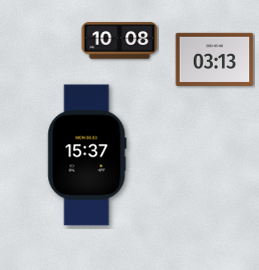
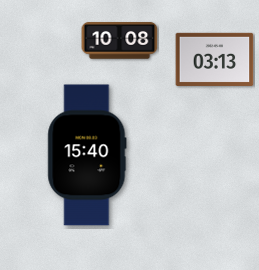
clock at (87, 155): 15:37 -> 15:40
